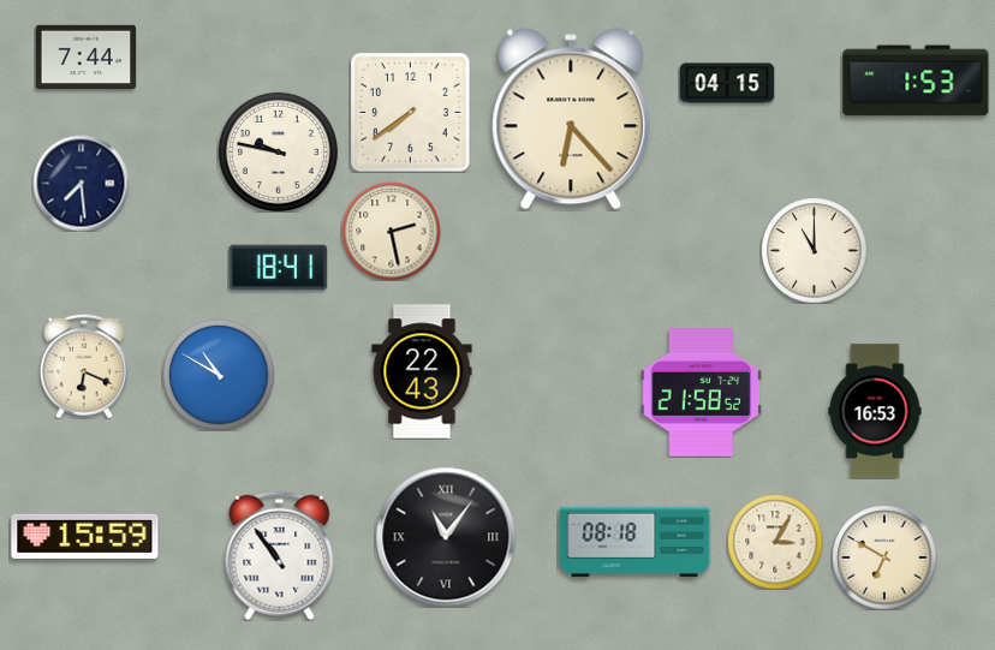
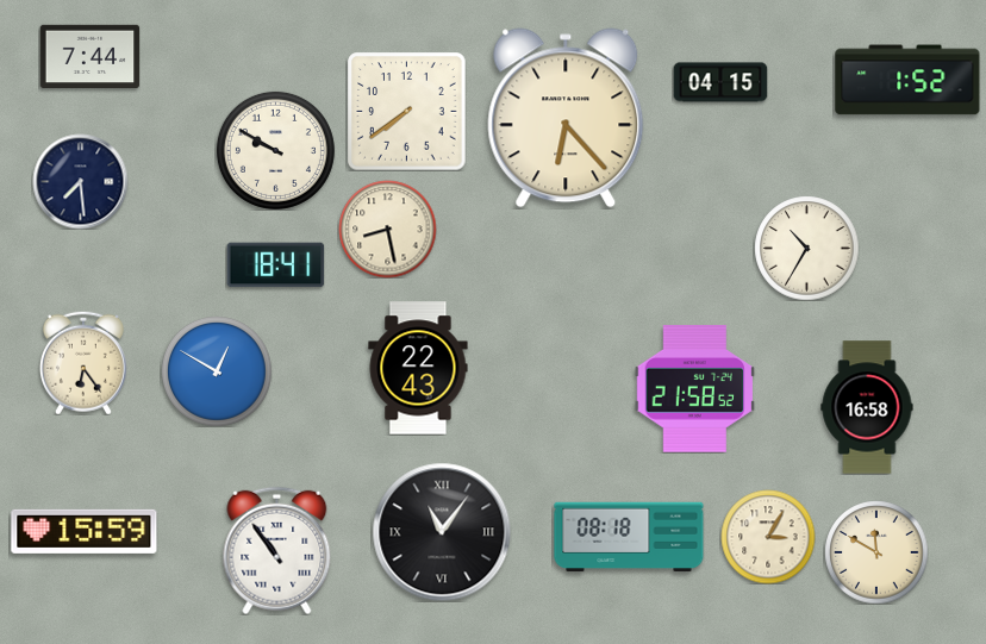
clock at (85, 58) position: (85, 58) -> (89, 57)
clock at (916, 80): 1:53 -> 1:52
clock at (278, 151): 9:47 -> 9:50
clock at (391, 231): 2:28 -> 8:28
clock at (814, 250): 11:00 -> 10:35
clock at (84, 366): 6:19 -> 6:24
clock at (219, 375): 10:50 -> 12:50
clock at (875, 411): 16:53 -> 16:58
clock at (884, 557): 6:50 -> 11:50
